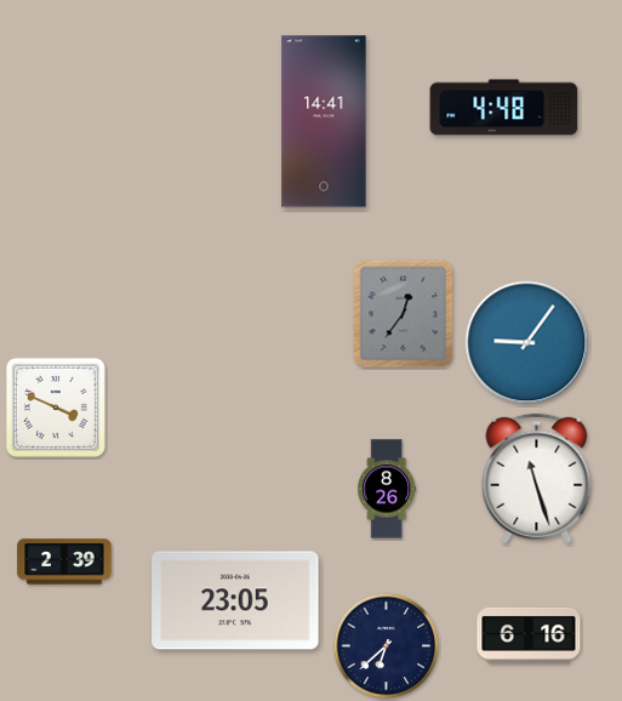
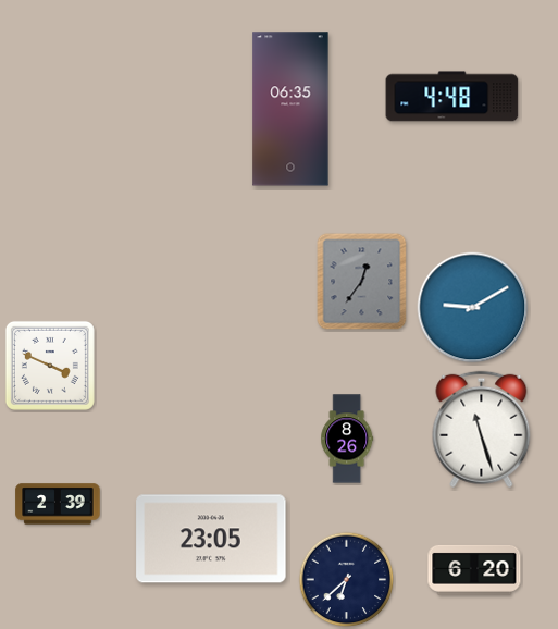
clock at (324, 121): 14:41 -> 06:35
clock at (527, 343): 9:06 -> 9:10
clock at (529, 636): 6:16 -> 6:20
